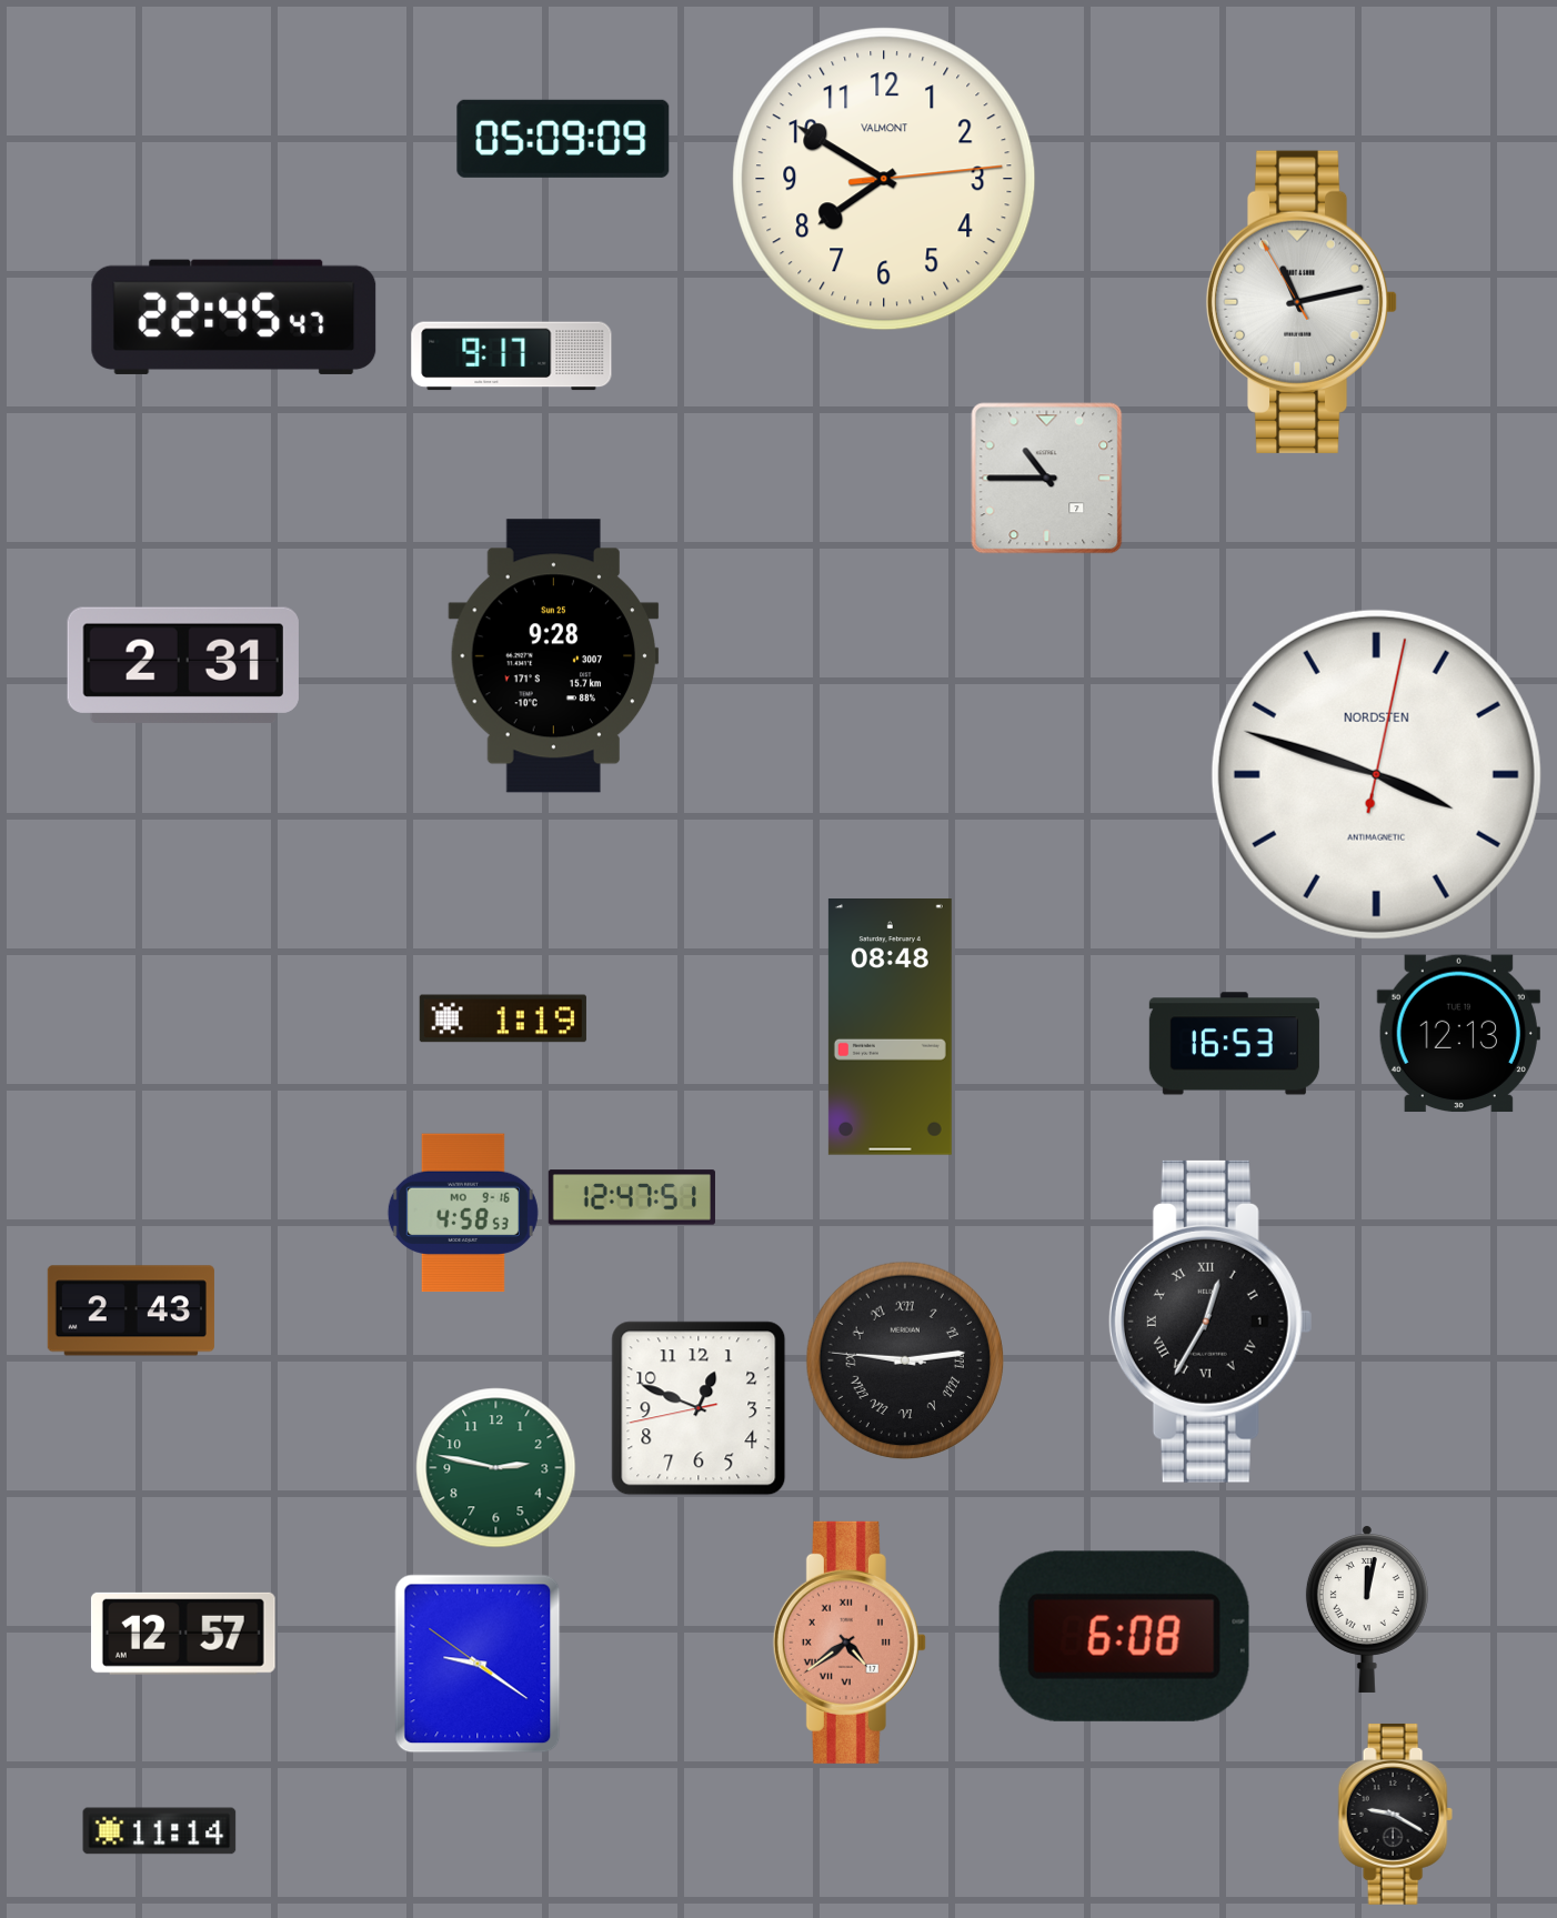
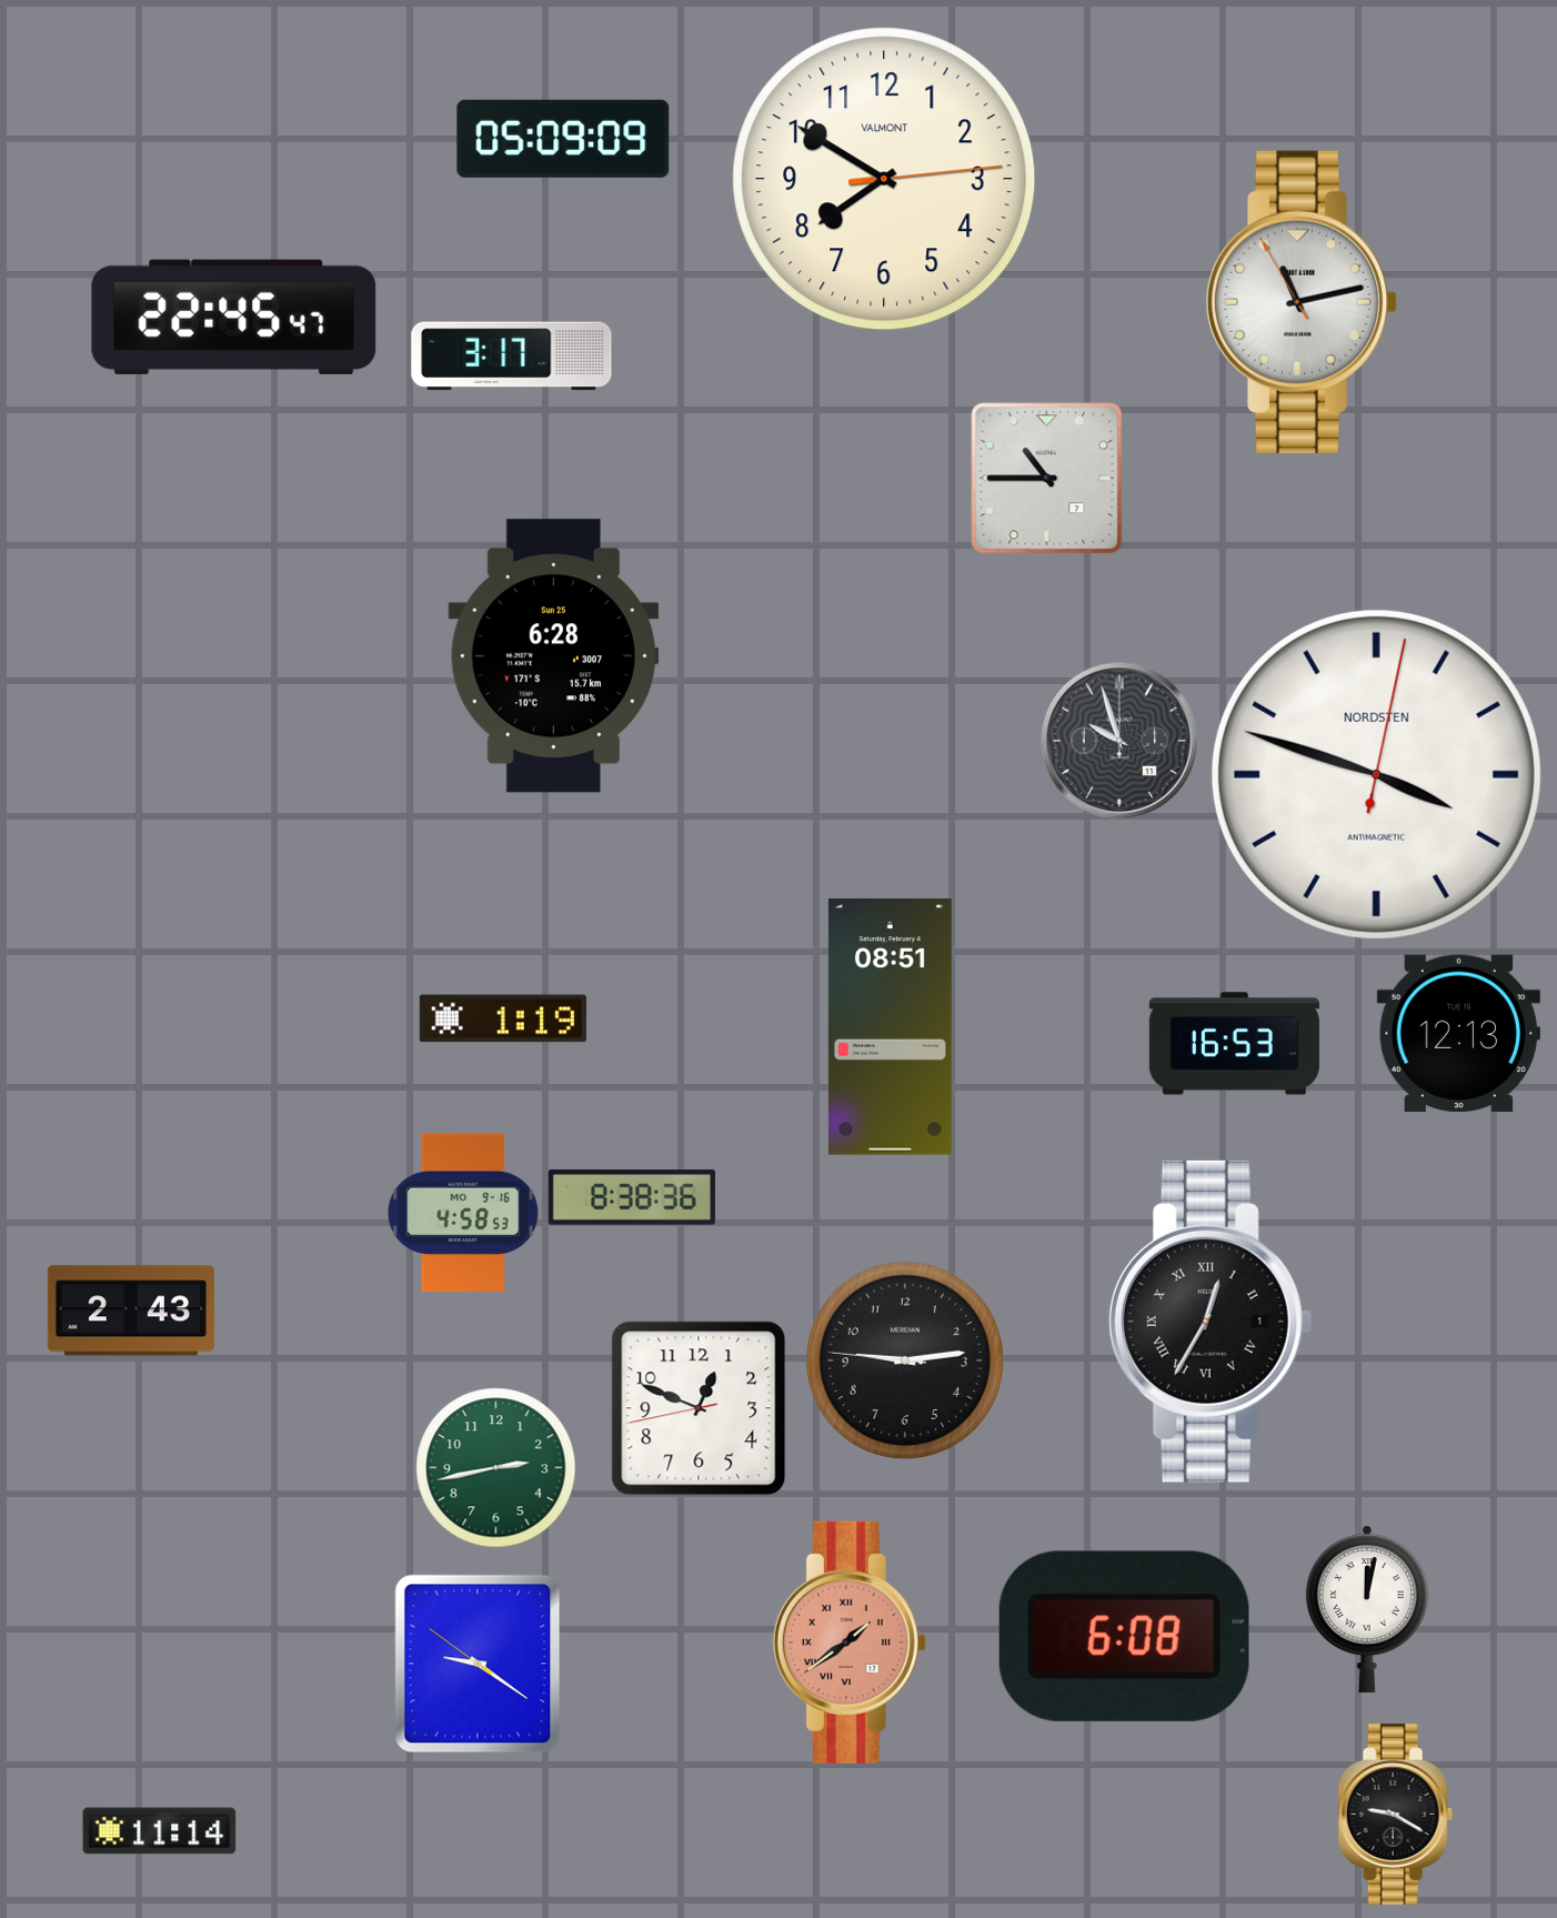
clock at (512, 357): 9:17 -> 3:17
clock at (554, 656): 9:28 -> 6:28
clock at (183, 665): 2:31 -> none
clock at (1119, 741): none -> 9:57
clock at (890, 1027): 08:48 -> 08:51
clock at (632, 1197): 12:47 -> 8:38
clock at (905, 1360) numerals: Roman -> Arabic
clock at (496, 1468): 2:47 -> 2:43
clock at (183, 1634): 12:57 -> none
clock at (850, 1643): 4:39 -> 1:39
